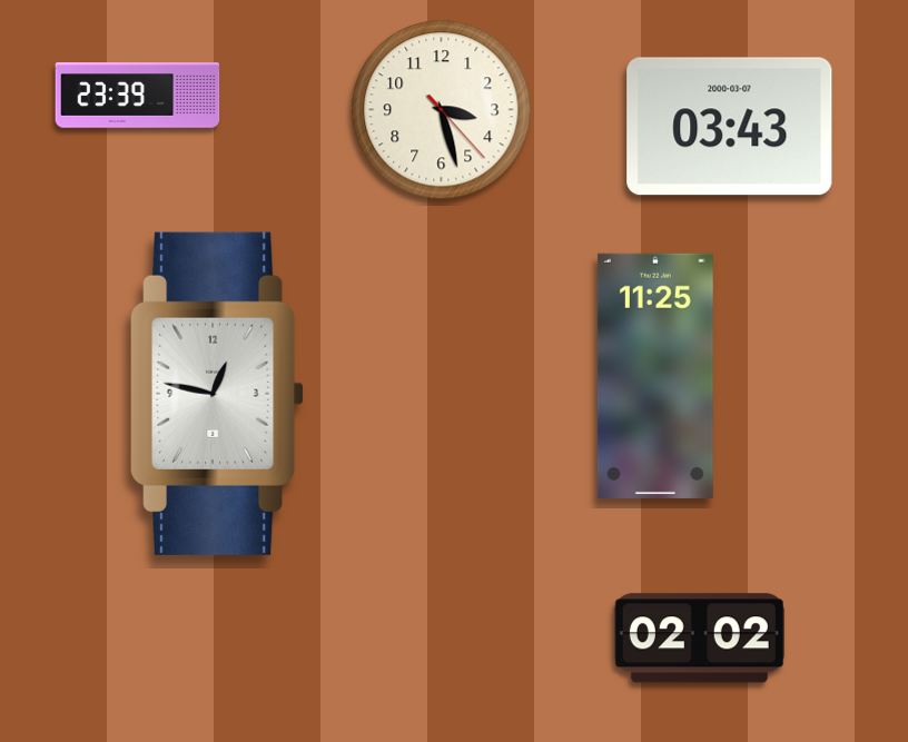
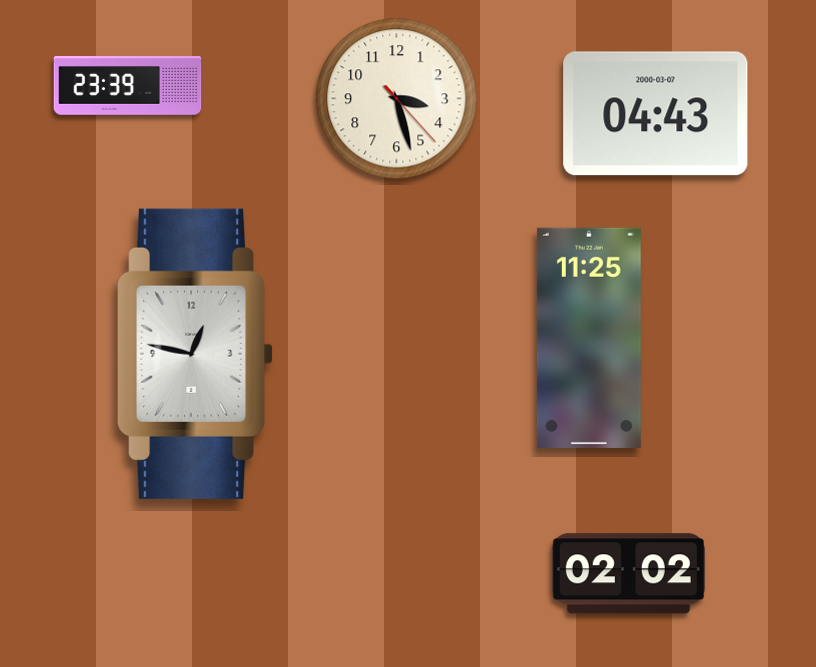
clock at (138, 96) position: (138, 96) -> (128, 86)
clock at (730, 127): 03:43 -> 04:43
